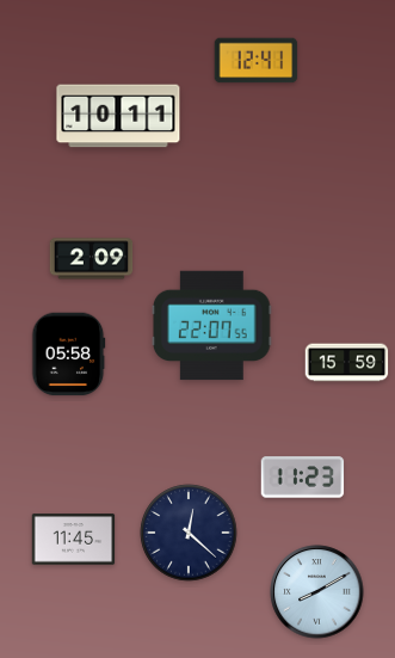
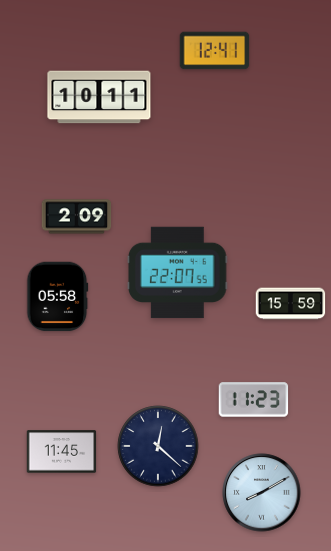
clock at (317, 592) position: (317, 592) -> (262, 493)
